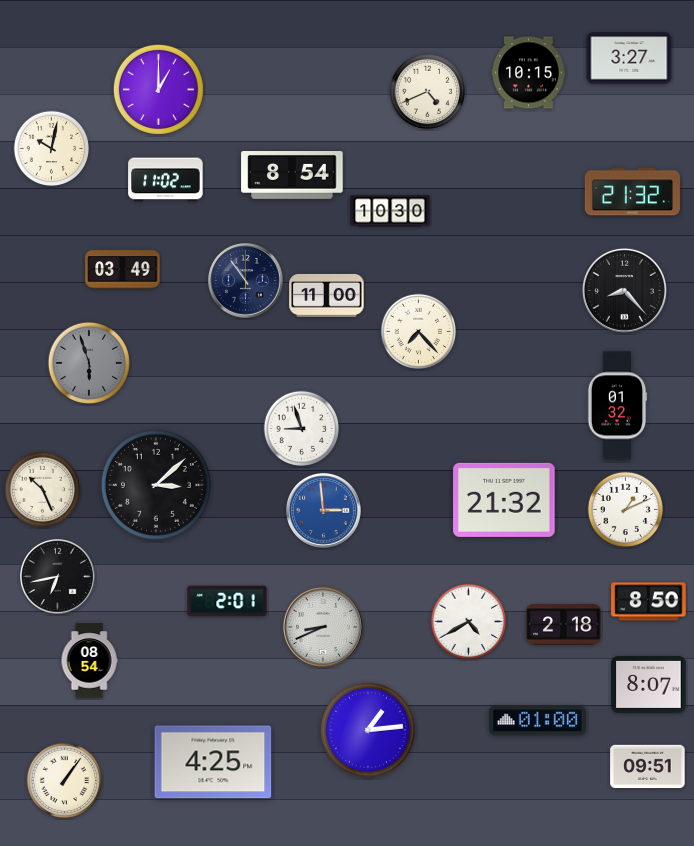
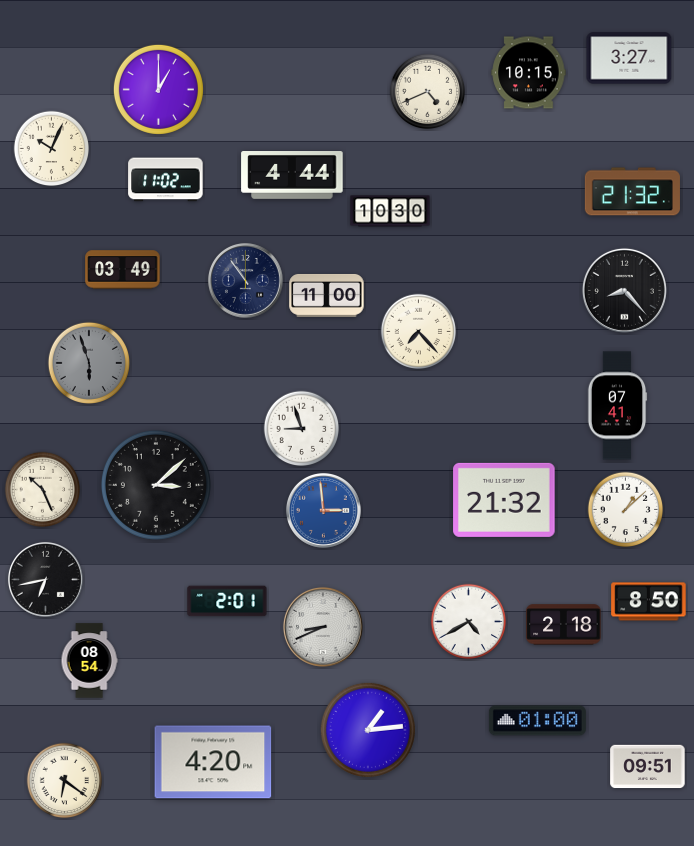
clock at (52, 149): 10:02 -> 10:04
clock at (292, 176): 8:54 -> 4:44
clock at (617, 406): 01:32 -> 07:41
clock at (626, 510): 1:11 -> 1:08
clock at (57, 576) position: (57, 576) -> (45, 579)
clock at (649, 684): 8:07 -> none
clock at (213, 762): 4:25 -> 4:20
clock at (65, 781): 1:06 -> 6:21
